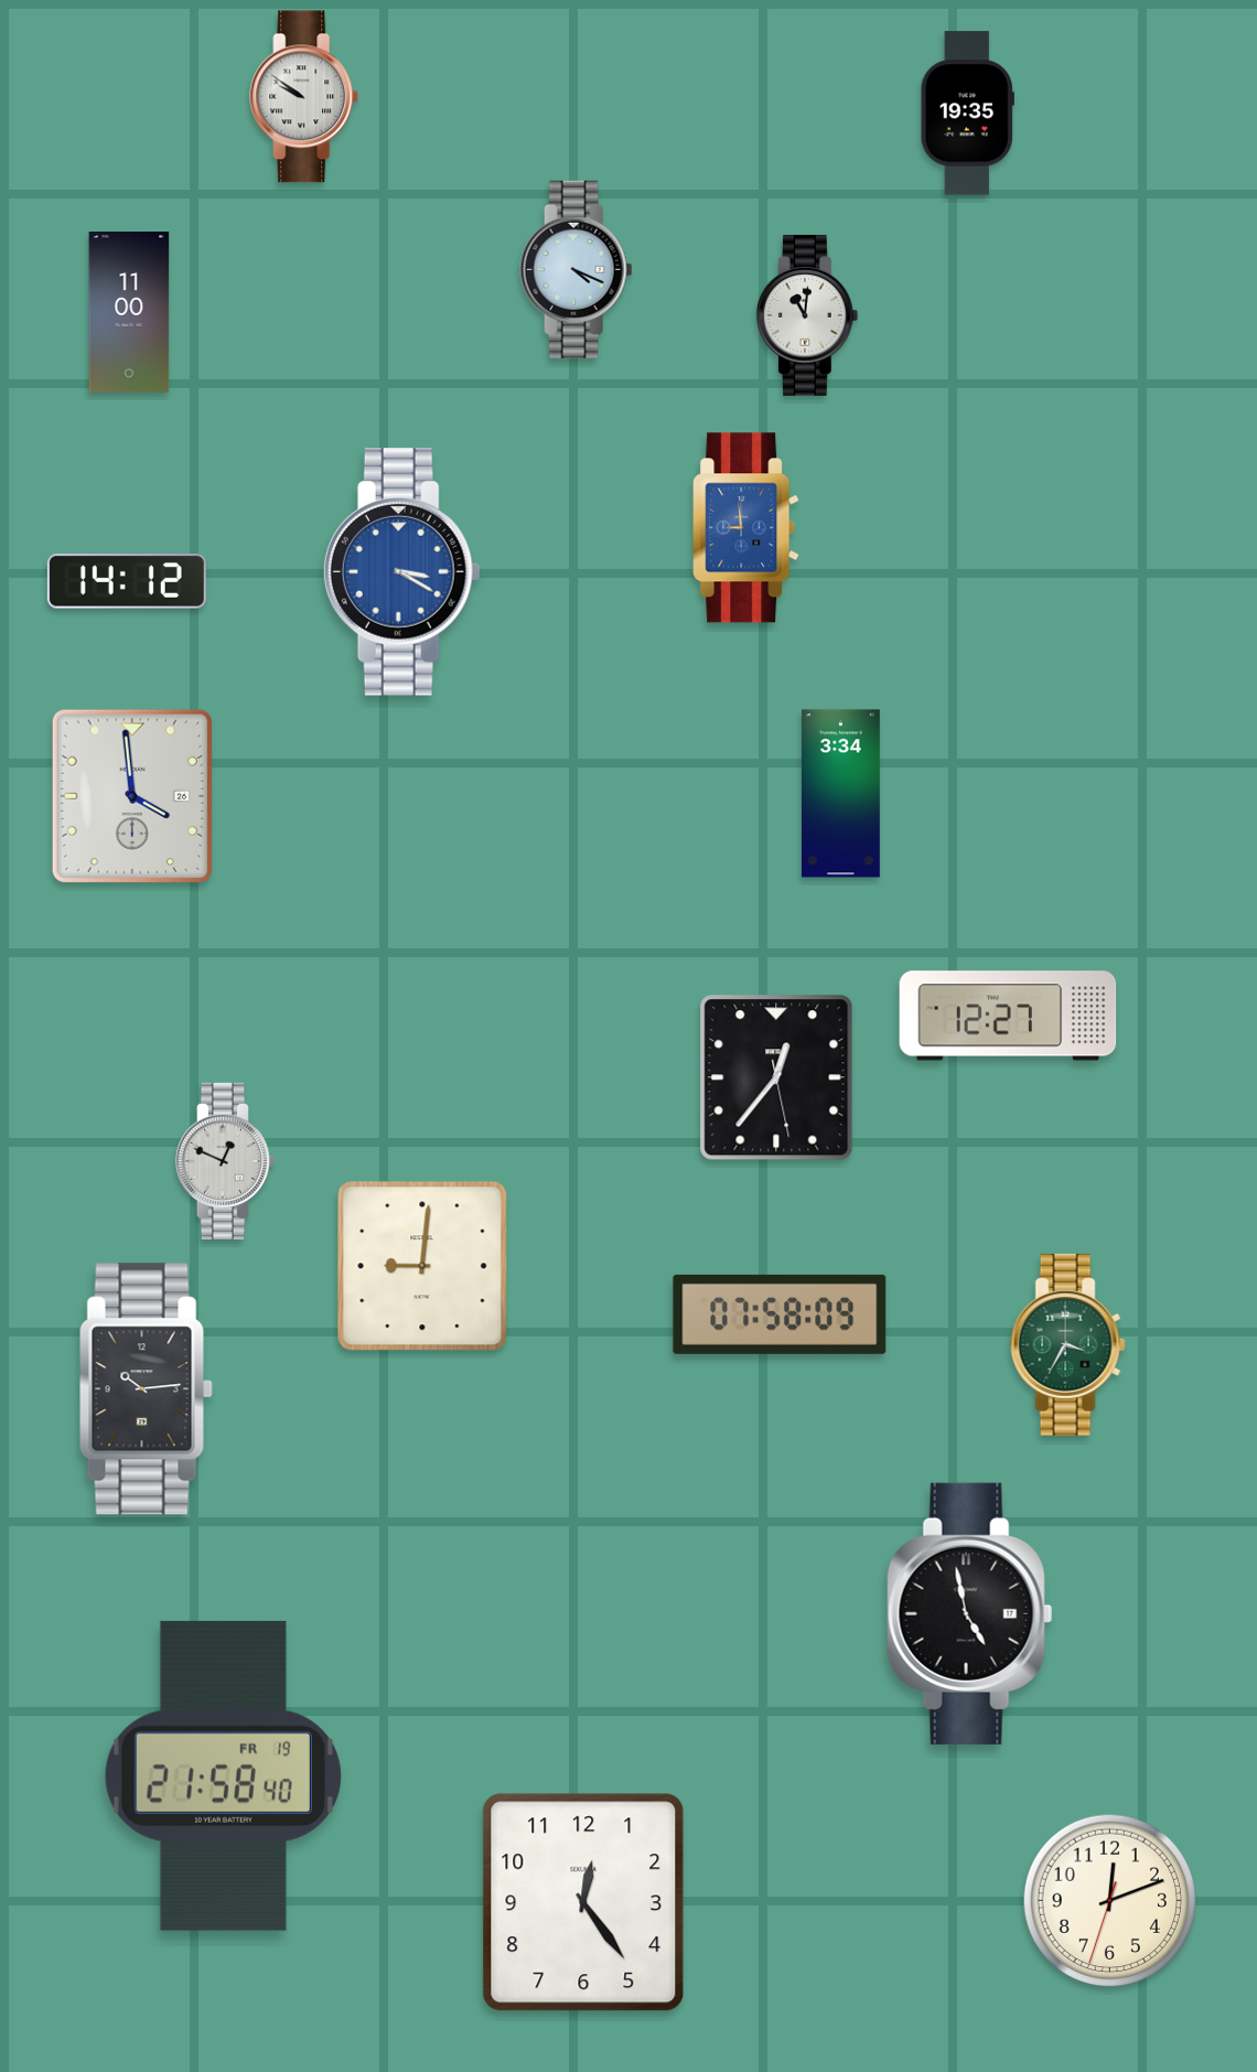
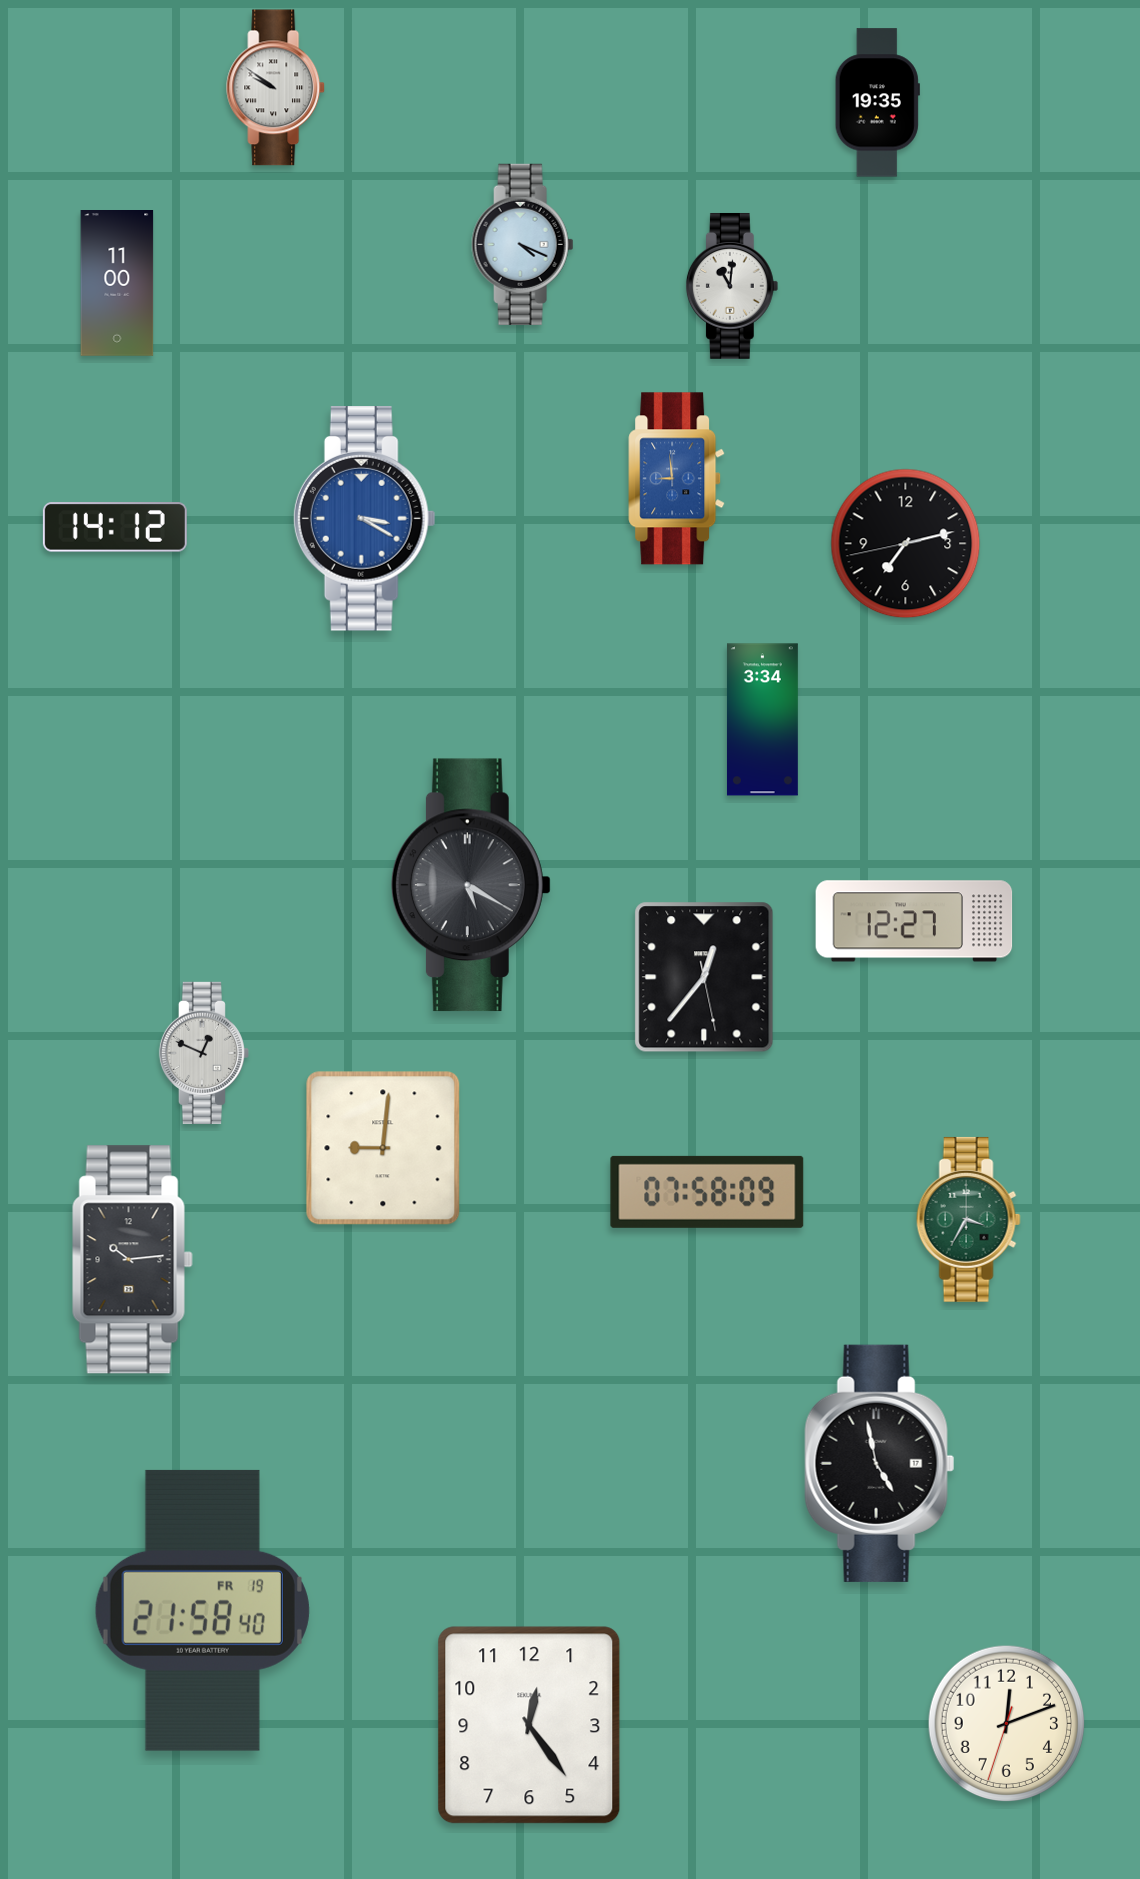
clock at (906, 544): none -> 7:12
clock at (131, 795): 3:59 -> none
clock at (471, 885): none -> 5:20
